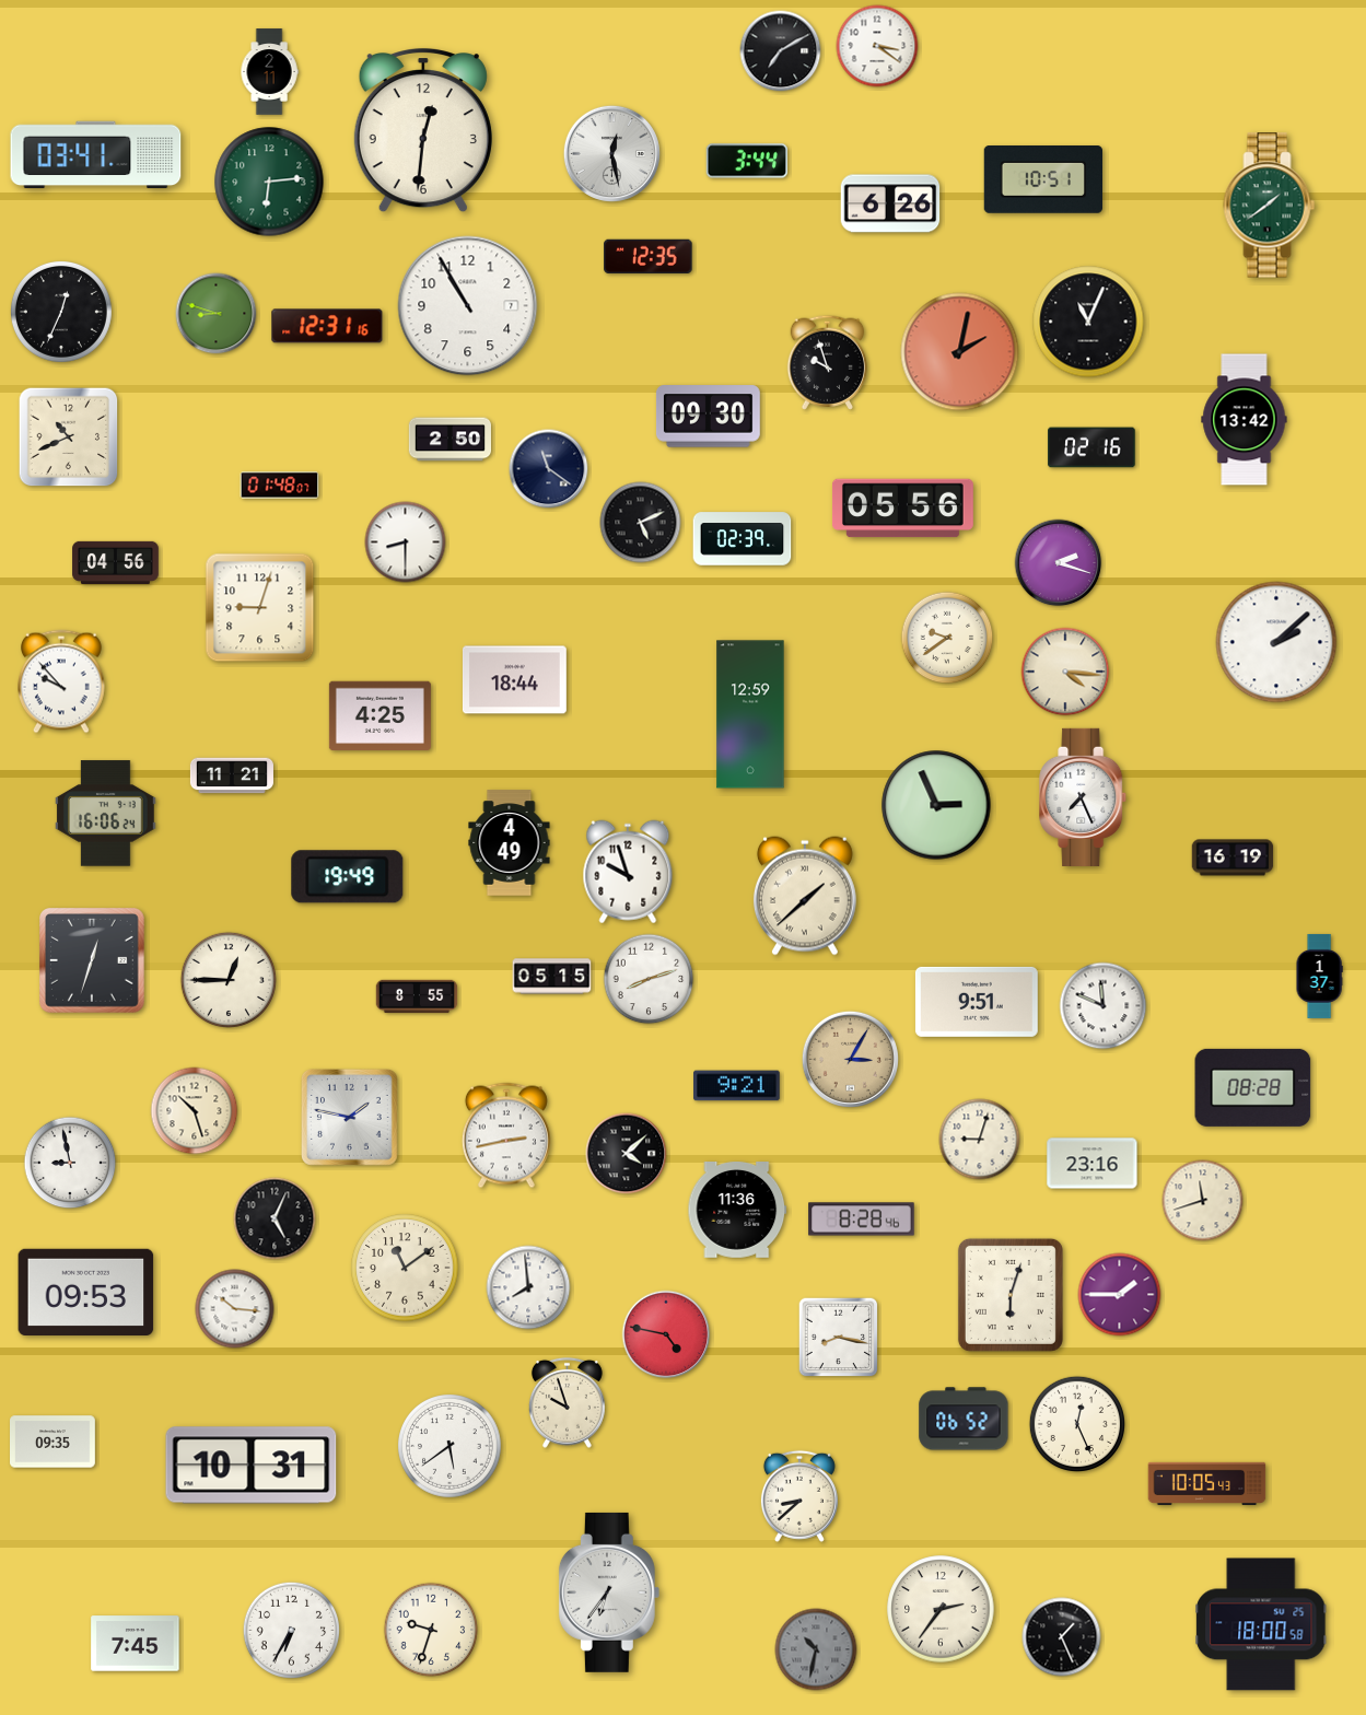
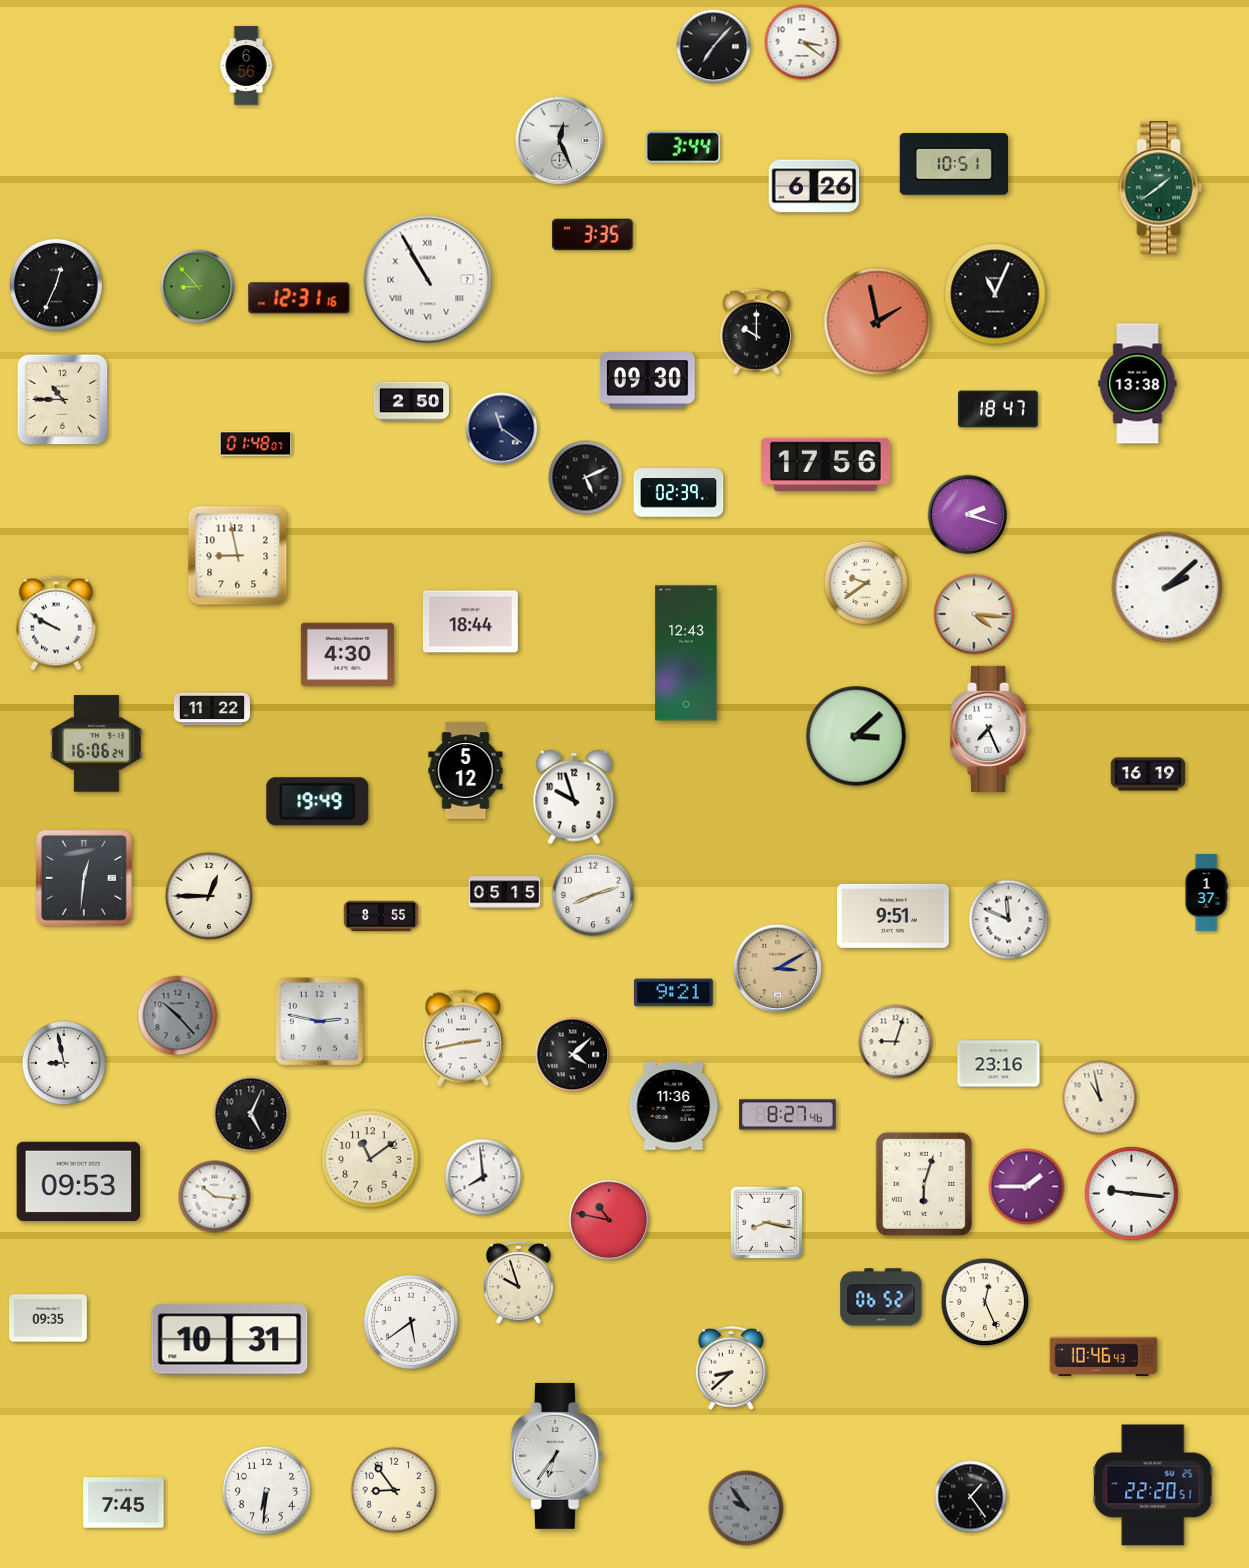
clock at (781, 51): 7:10 -> 7:07
clock at (269, 72): 2:11 -> 6:56
clock at (423, 130): 12:31 -> none
clock at (611, 153): 12:28 -> 12:26
clock at (96, 155): 03:41 -> none
clock at (269, 182): 6:14 -> none
clock at (649, 256): 12:35 -> 3:35
clock at (468, 306) numerals: Arabic -> Roman
clock at (217, 314): 8:48 -> 8:53
clock at (960, 352): 2:02 -> 1:58
clock at (828, 362): 9:57 -> 10:00
clock at (1245, 420): 13:42 -> 13:38
clock at (69, 437): 10:41 -> 10:45
clock at (1091, 447): 02:16 -> 18:47
clock at (902, 509): 05:56 -> 17:56
clock at (406, 542): 8:30 -> none
clock at (116, 562): 04:56 -> none
clock at (260, 608): 9:03 -> 8:58
clock at (62, 681): 9:53 -> 9:50
clock at (750, 714): 12:59 -> 12:43
clock at (380, 716): 4:25 -> 4:30
clock at (232, 775): 11:21 -> 11:22
clock at (936, 805): 2:56 -> 3:08
clock at (510, 843): 4:49 -> 5:12
clock at (1233, 857) position: (1233, 857) -> (1148, 774)
clock at (805, 896): 1:38 -> none
clock at (93, 961): 12:33 -> 12:31
clock at (417, 996) position: (417, 996) -> (381, 916)
clock at (850, 1059): 3:05 -> 3:10
clock at (1253, 1087): 08:28 -> none
clock at (195, 1111): 10:27 -> 10:23
clock at (195, 1111) dial: cream -> grey
clock at (349, 1117): 1:47 -> 2:47
clock at (1203, 1201): 11:42 -> 10:58
clock at (862, 1220): 8:28 -> 8:27
clock at (1120, 1295) position: (1120, 1295) -> (1027, 1187)
clock at (1131, 1193): none -> 9:16
clock at (666, 1334): 4:47 -> 10:47
clock at (1207, 1484): 10:05 -> 10:46
clock at (941, 1609): 2:36 -> none
clock at (1261, 1624): 18:00 -> 22:20
clock at (291, 1630): 6:35 -> 6:31
clock at (431, 1630): 9:33 -> 8:54
clock at (1062, 1637): 1:26 -> 1:24
clock at (816, 1649): 10:32 -> 9:54
